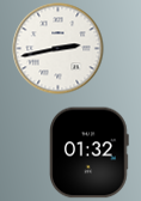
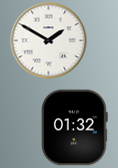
clock at (59, 49): 2:43 -> 1:50
